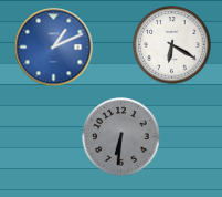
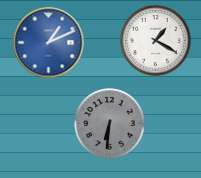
clock at (172, 45): 6:20 -> 1:20
